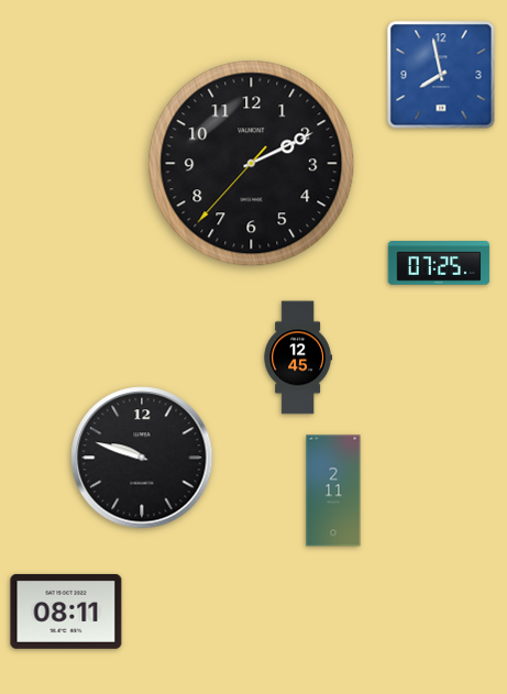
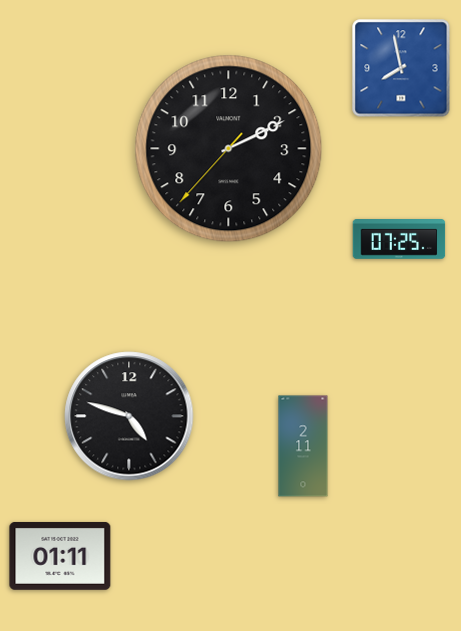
clock at (298, 357): 12:45 -> none
clock at (142, 458): 9:48 -> 4:48
clock at (66, 612): 08:11 -> 01:11
